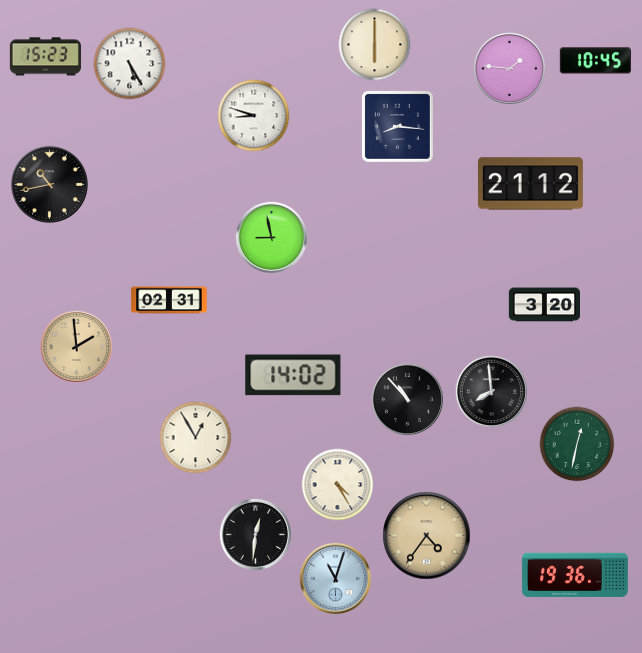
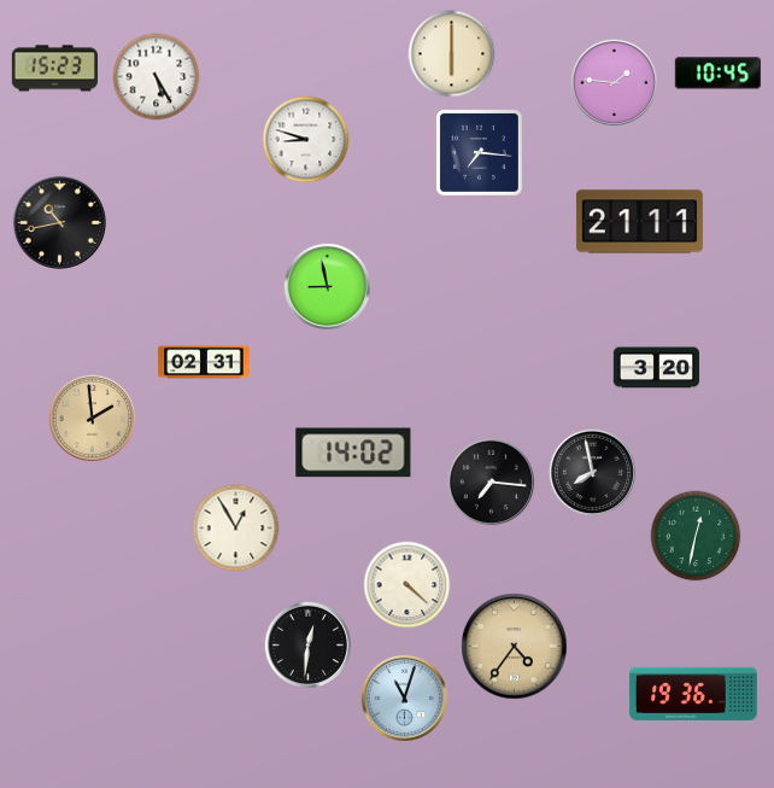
clock at (397, 126): 8:16 -> 7:16
clock at (530, 184): 21:12 -> 21:11
clock at (491, 391): 7:59 -> 7:58
clock at (407, 399): 10:53 -> 7:16
clock at (338, 485): 4:25 -> 4:22
